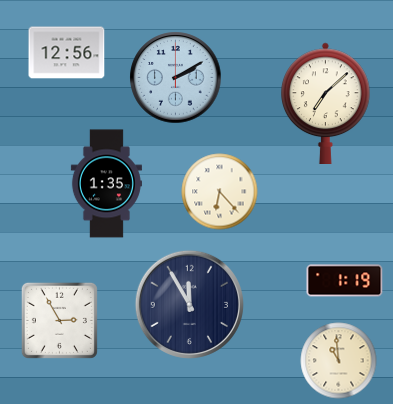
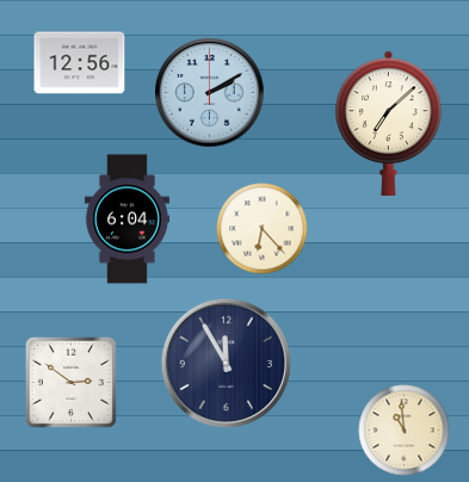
clock at (106, 184): 1:35 -> 6:04
clock at (345, 281): 1:19 -> none
clock at (59, 320): 2:55 -> 2:51
